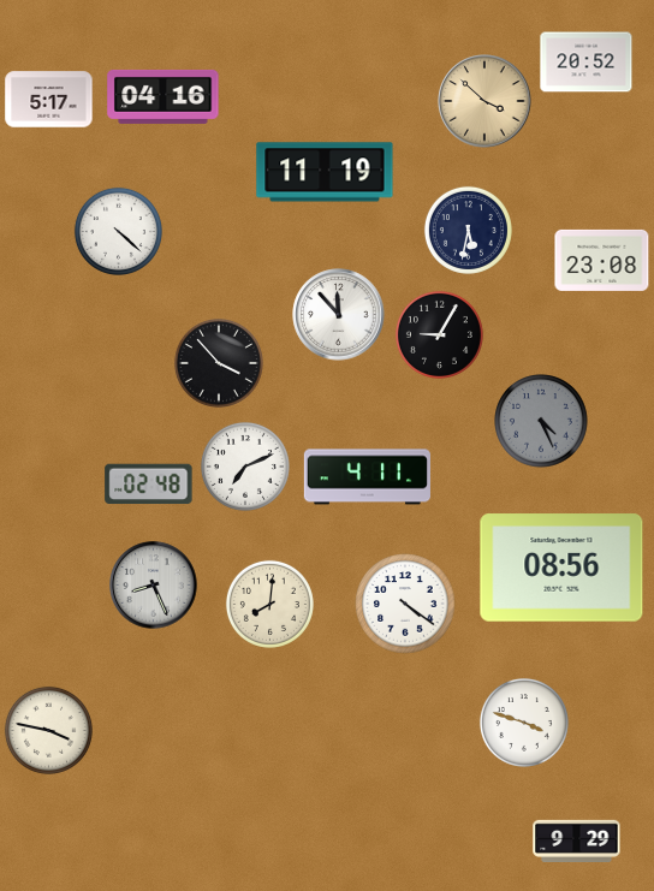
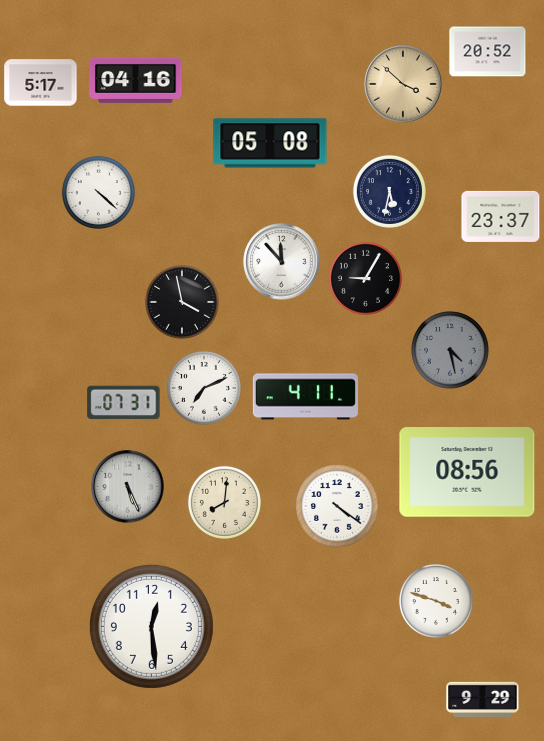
clock at (325, 172): 11:19 -> 05:08
clock at (602, 260): 23:08 -> 23:37
clock at (219, 363): 3:53 -> 3:58
clock at (542, 422): 4:26 -> 4:28
clock at (149, 485): 02:48 -> 07:31
clock at (154, 586): 8:26 -> 5:26
clock at (405, 604) position: (405, 604) -> (337, 506)
clock at (48, 730): 3:47 -> none
clock at (151, 626): none -> 12:29
clock at (577, 840) position: (577, 840) -> (483, 699)
